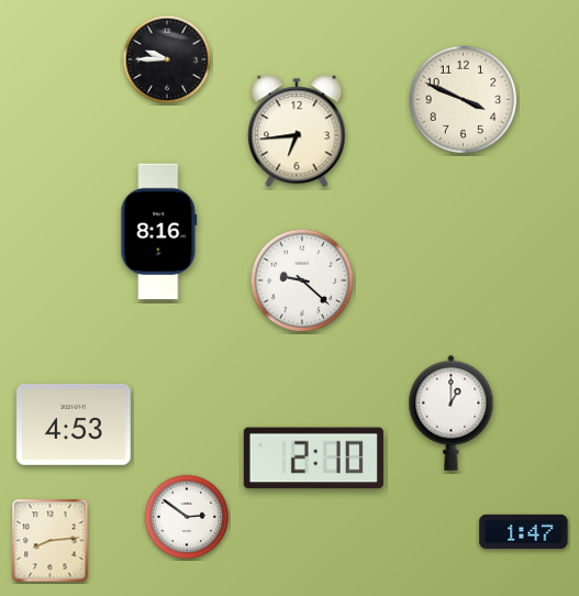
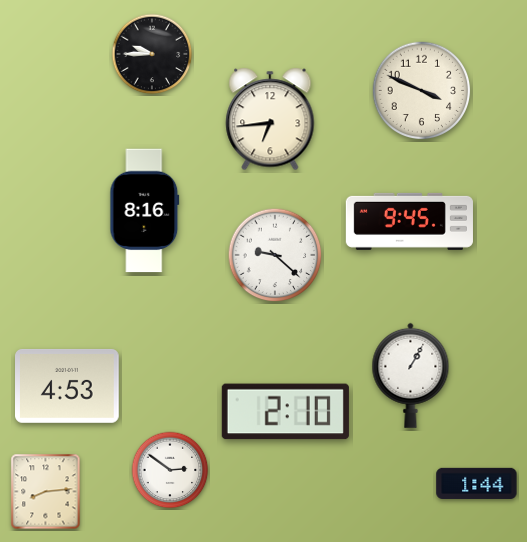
clock at (409, 221): none -> 9:45
clock at (452, 412): 1:00 -> 1:05
clock at (313, 459) position: (313, 459) -> (285, 412)
clock at (524, 531): 1:47 -> 1:44
